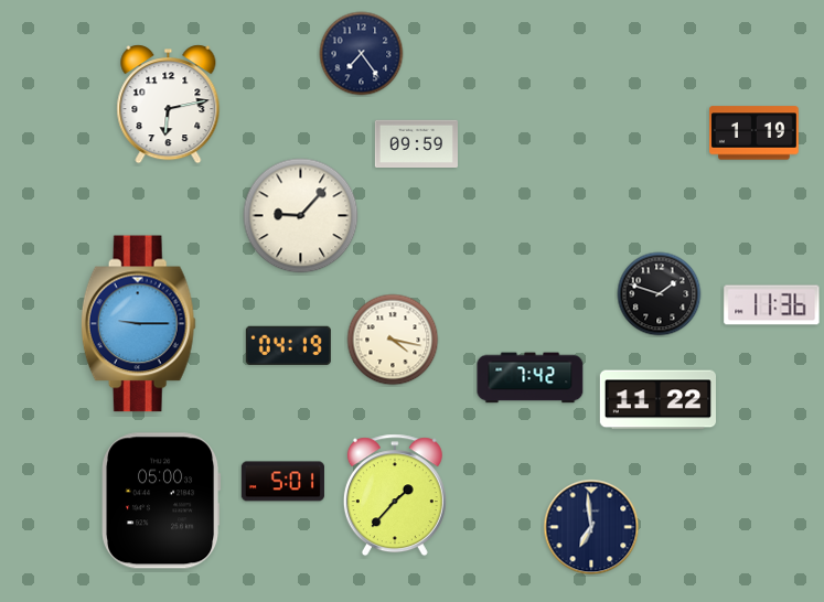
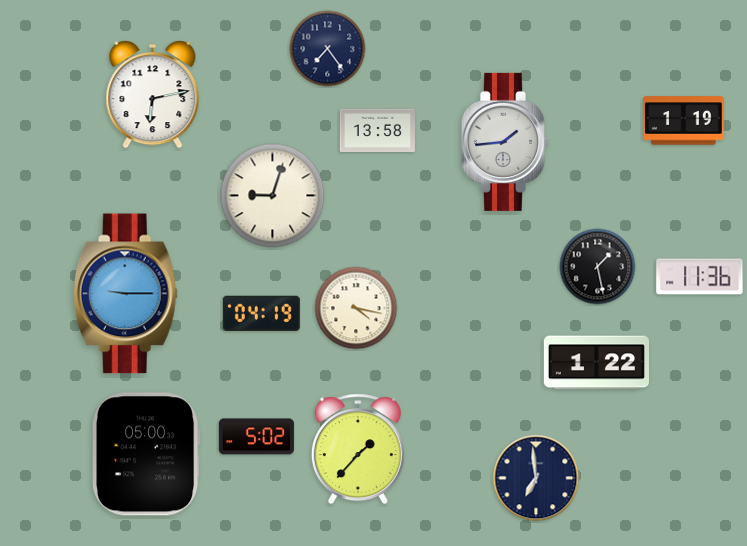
clock at (416, 143): 09:59 -> 13:58
clock at (504, 142): none -> 1:44
clock at (301, 216): 9:07 -> 9:03
clock at (660, 294): 1:48 -> 1:28
clock at (531, 378): 7:42 -> none
clock at (657, 400): 11:22 -> 1:22
clock at (282, 482): 5:01 -> 5:02
